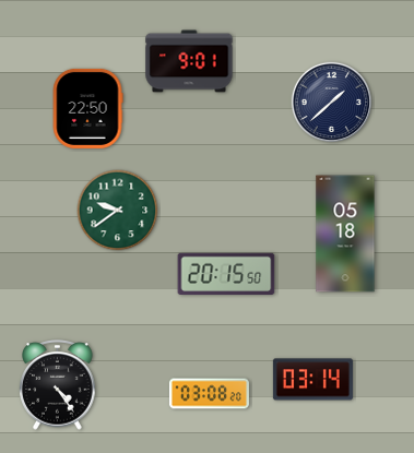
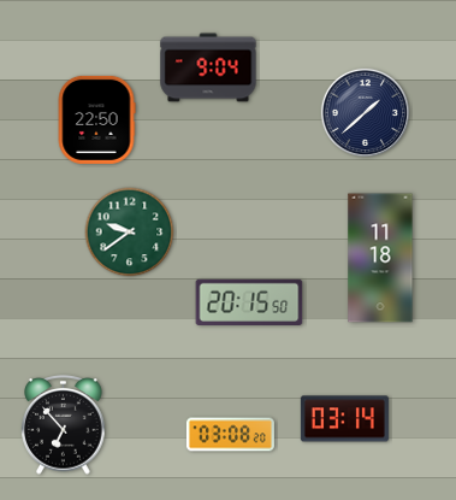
clock at (189, 61): 9:01 -> 9:04
clock at (345, 234): 05:18 -> 11:18
clock at (58, 385): 4:24 -> 6:53
